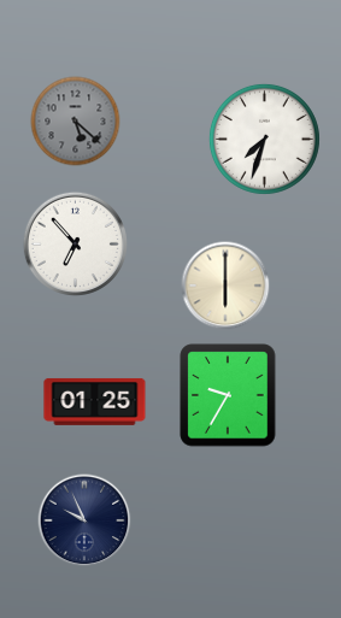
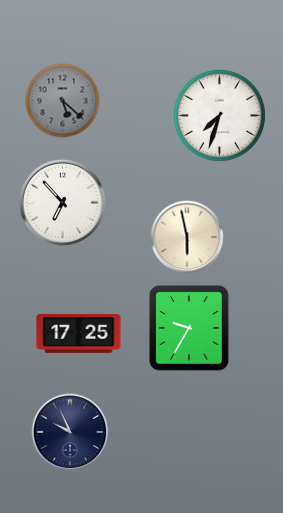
clock at (225, 286): 6:00 -> 5:58
clock at (95, 401): 01:25 -> 17:25
